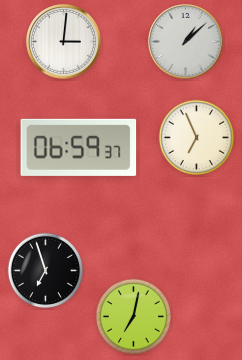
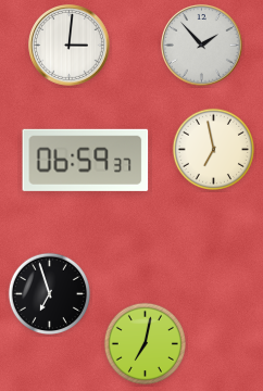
clock at (186, 42): 1:08 -> 1:53
clock at (196, 137): 6:56 -> 6:58
